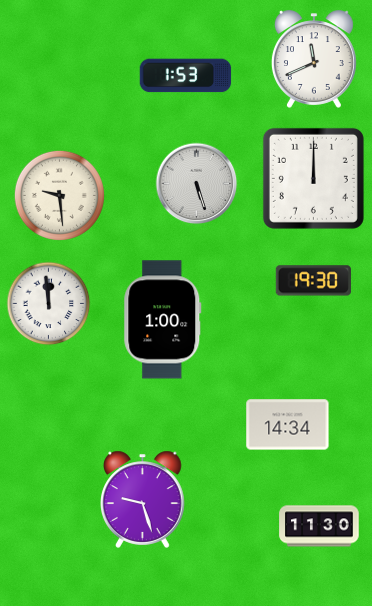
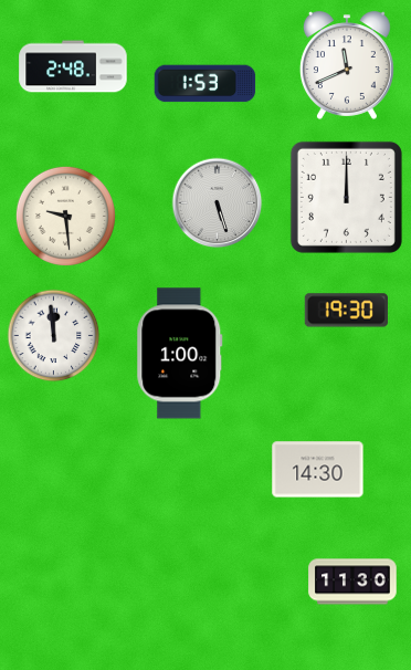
clock at (73, 66): none -> 2:48
clock at (288, 425): 14:34 -> 14:30
clock at (143, 499): 9:27 -> none
